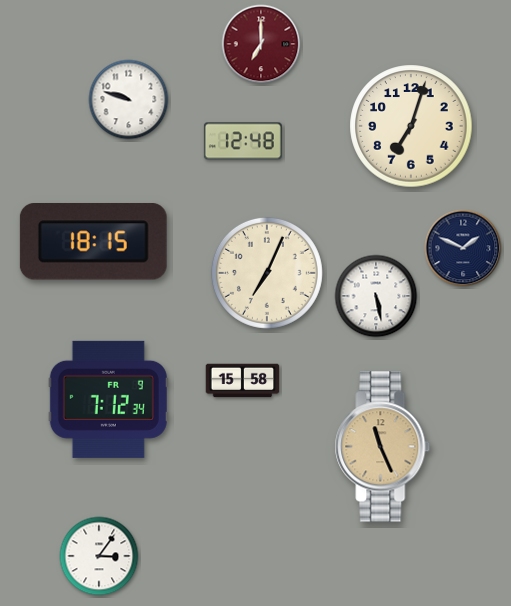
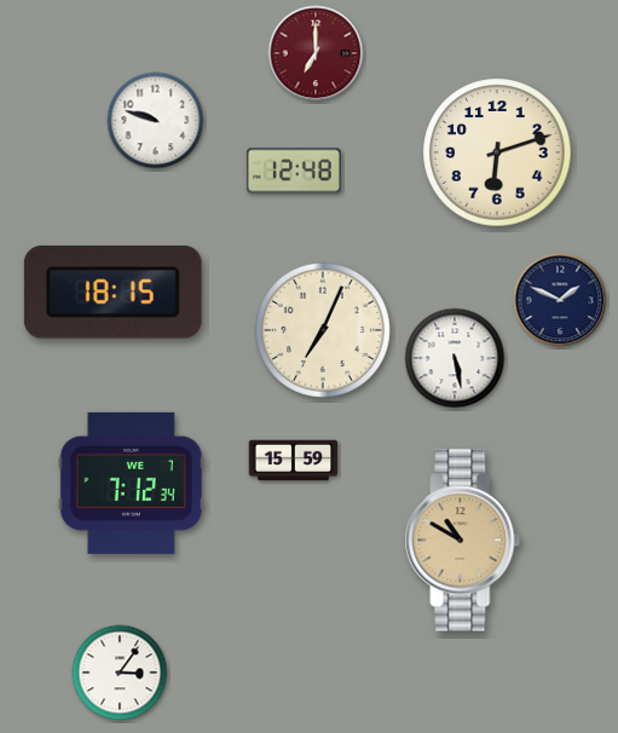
clock at (411, 126): 7:03 -> 6:12
clock at (243, 381): 15:58 -> 15:59
clock at (108, 399) date: FR 9 -> WE 7
clock at (383, 447): 11:26 -> 10:50
